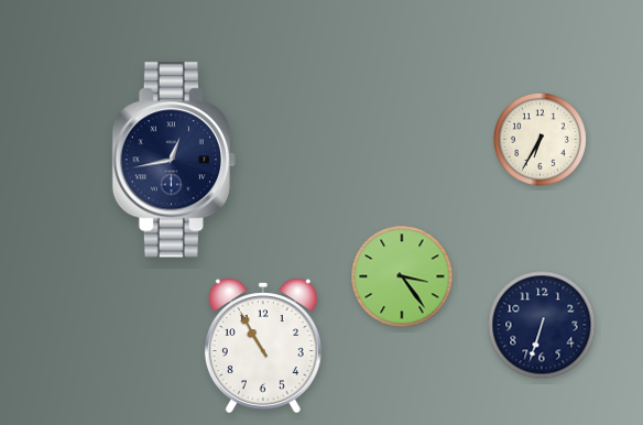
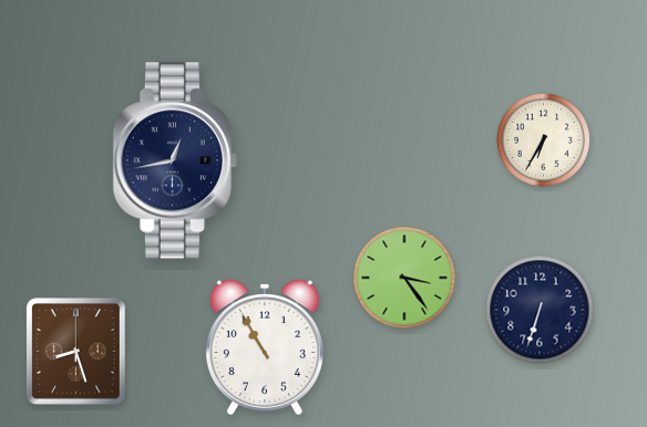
clock at (542, 325) position: (542, 325) -> (540, 310)
clock at (76, 352): none -> 8:27
